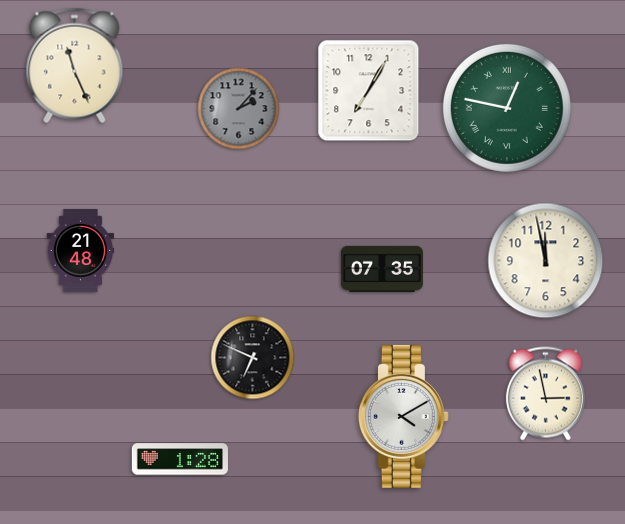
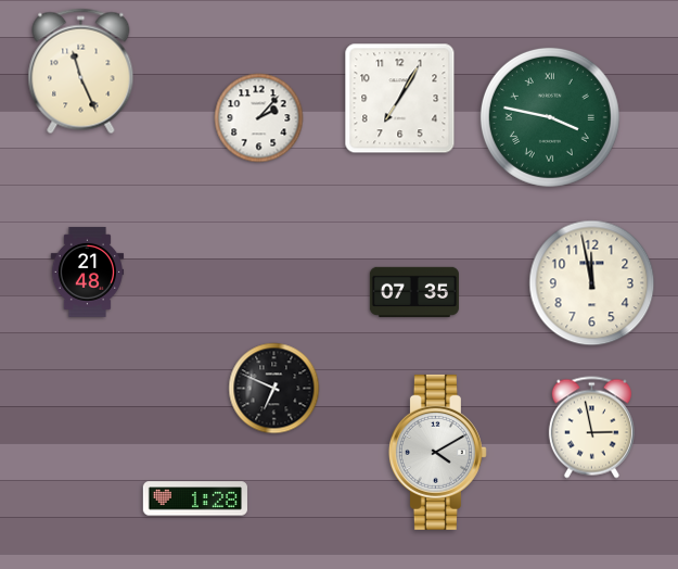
clock at (507, 108): 12:47 -> 3:47
clock at (239, 109) dial: grey -> white
